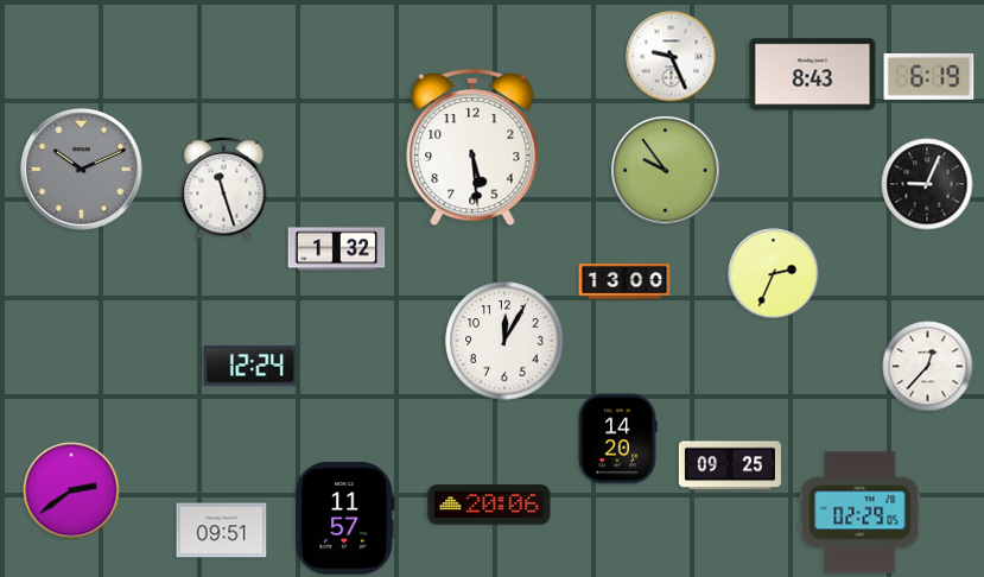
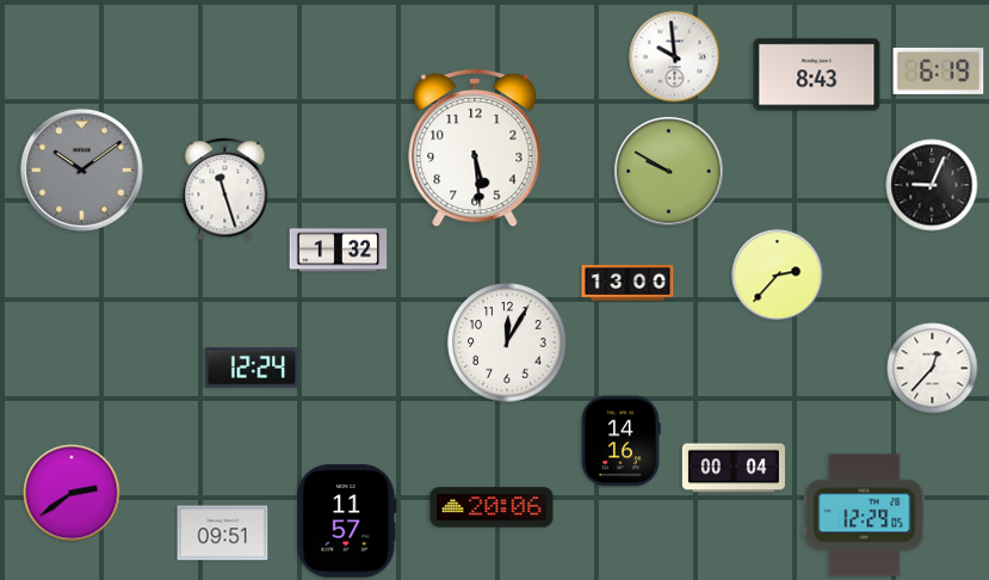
clock at (672, 57): 9:26 -> 9:59
clock at (929, 76) position: (929, 76) -> (939, 70)
clock at (81, 169): 10:11 -> 10:09
clock at (666, 171): 9:54 -> 9:50
clock at (774, 274): 2:34 -> 2:37
clock at (617, 439): 14:20 -> 14:16
clock at (730, 465): 09:25 -> 00:04
clock at (861, 513): 02:29 -> 12:29
